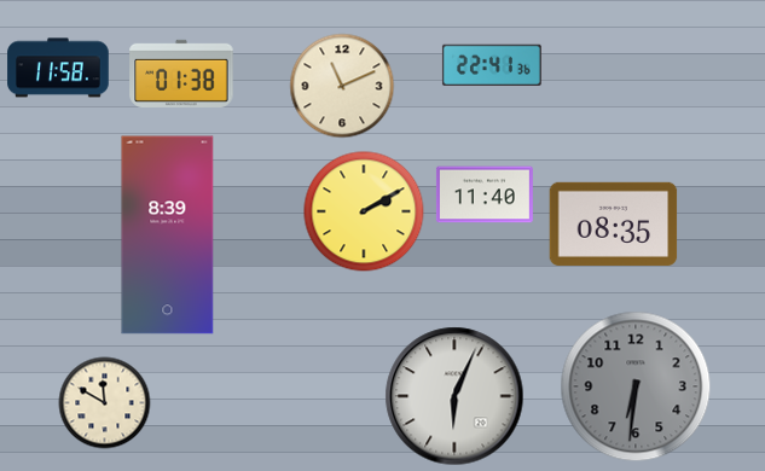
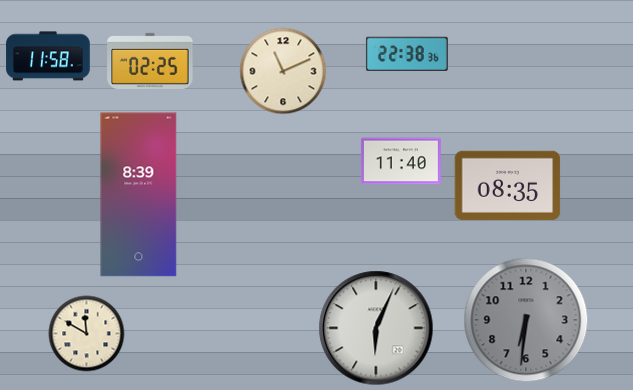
clock at (492, 64): 22:41 -> 22:38
clock at (181, 74): 01:38 -> 02:25
clock at (364, 211): 2:10 -> none
